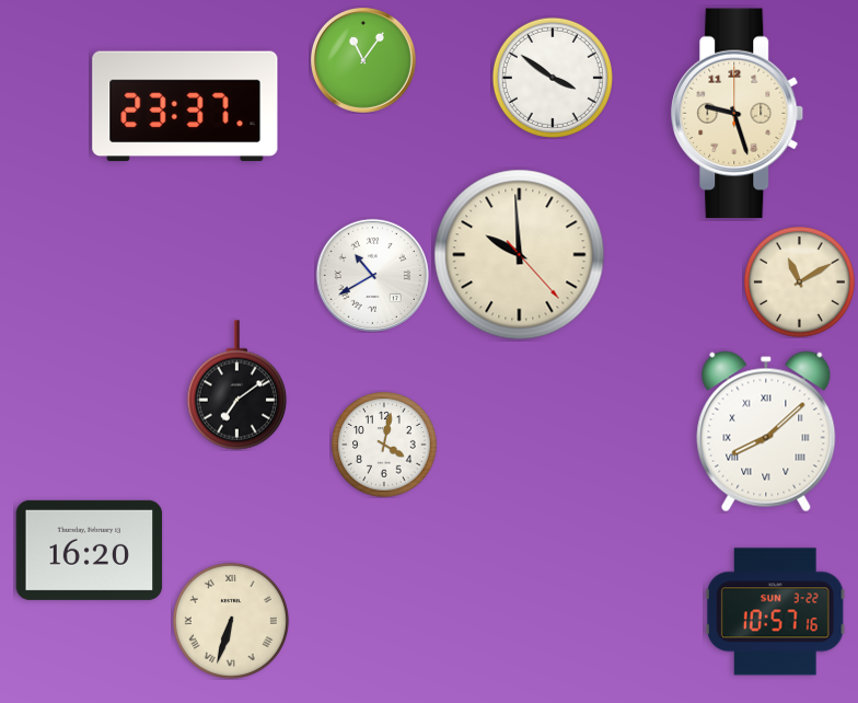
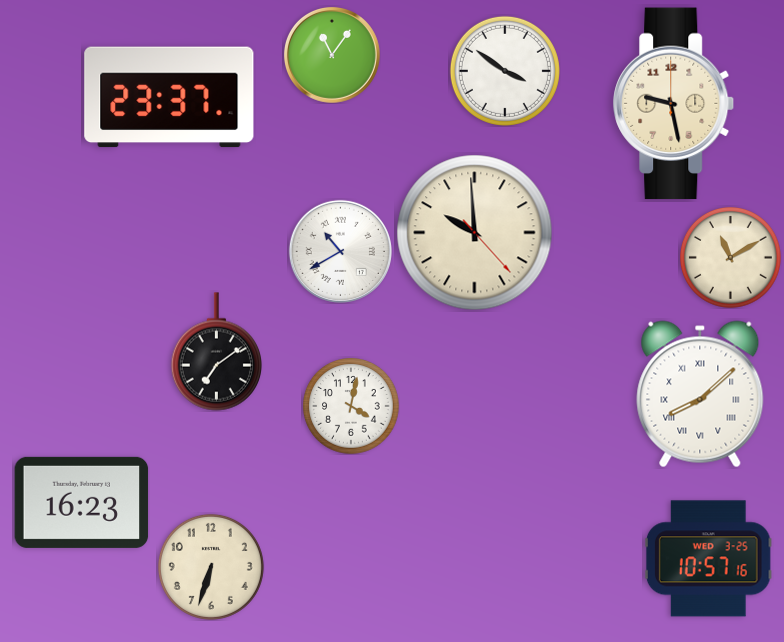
clock at (738, 114): 9:27 -> 9:28
clock at (90, 550): 16:20 -> 16:23
clock at (775, 612) date: SUN 3-22 -> WED 3-25
clock at (231, 621) numerals: Roman -> Arabic
